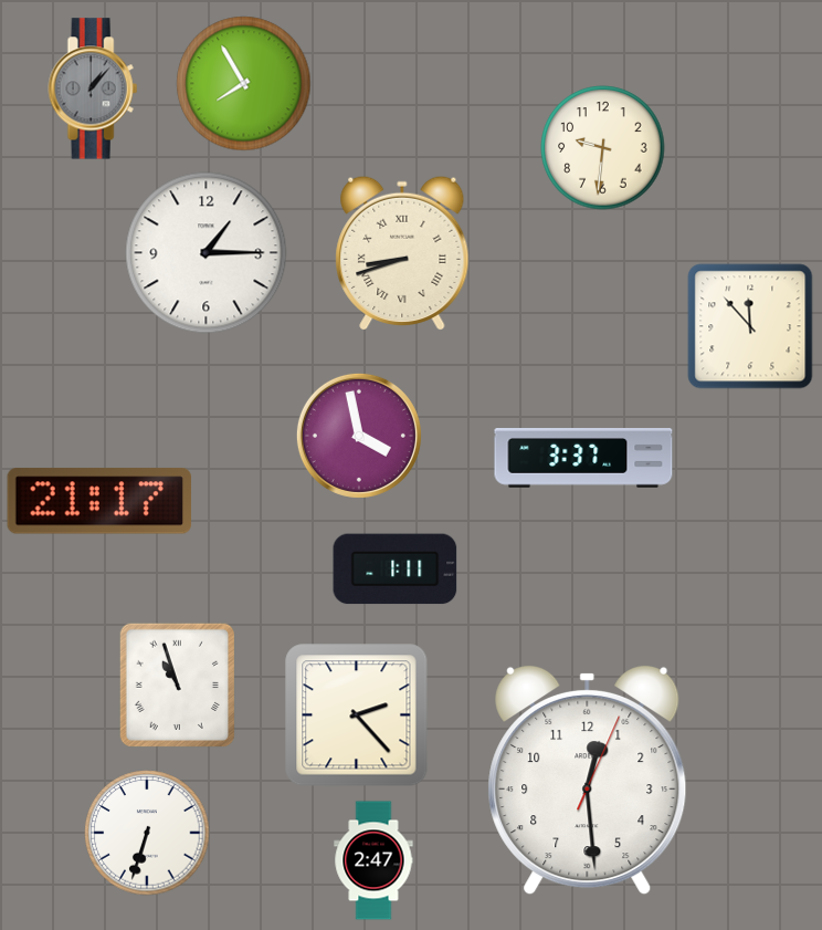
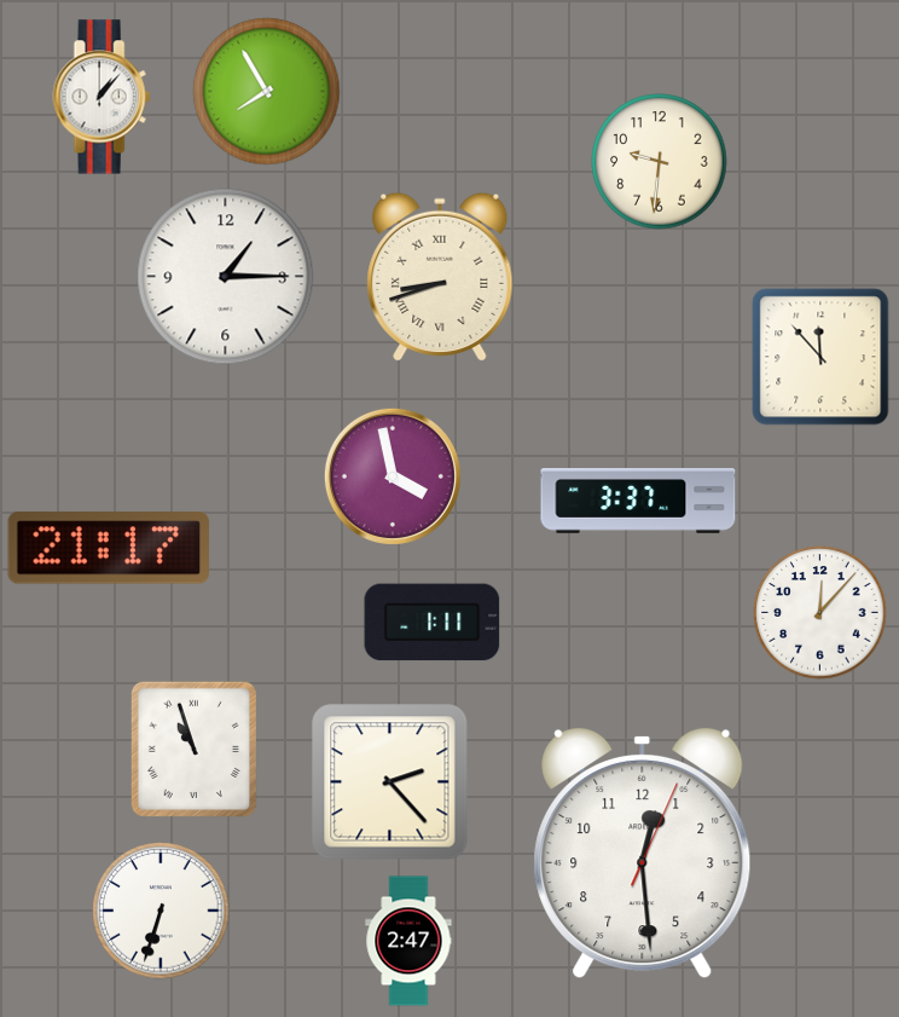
clock at (93, 88) dial: grey -> white
clock at (820, 613): none -> 12:07
